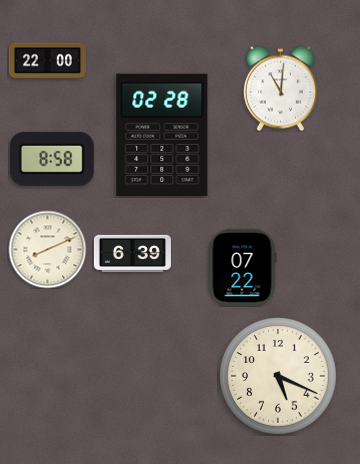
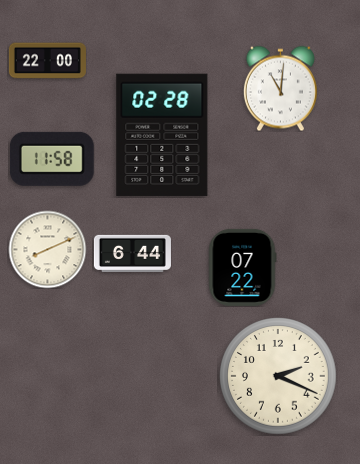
clock at (52, 159): 8:58 -> 11:58
clock at (132, 253): 6:39 -> 6:44
clock at (279, 377): 5:19 -> 2:19
